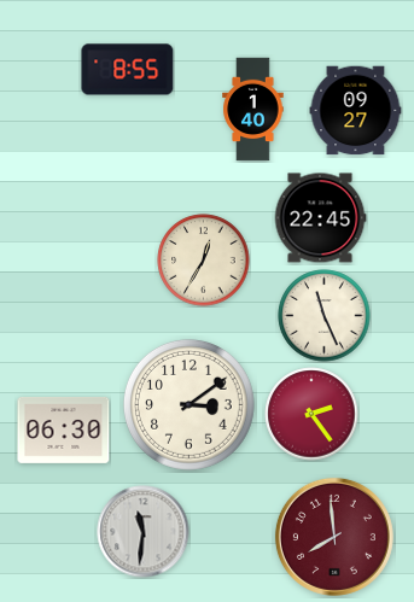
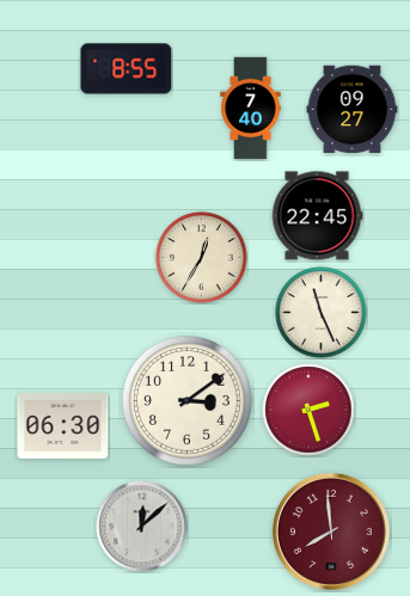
clock at (253, 110): 1:40 -> 7:40
clock at (311, 414): 2:24 -> 2:27
clock at (144, 532): 11:31 -> 12:08
